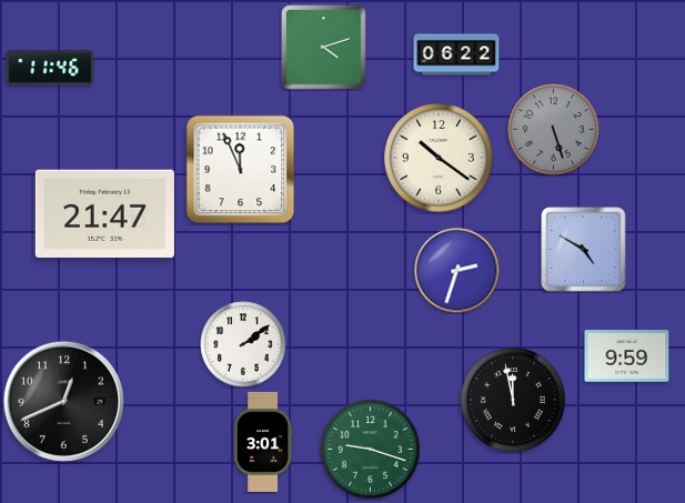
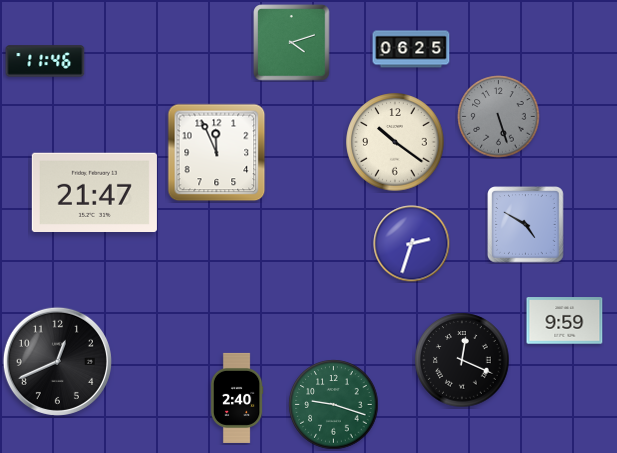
clock at (456, 54): 06:22 -> 06:25
clock at (243, 344): 2:09 -> none
clock at (513, 400): 11:58 -> 12:19
clock at (263, 442): 3:01 -> 2:40
